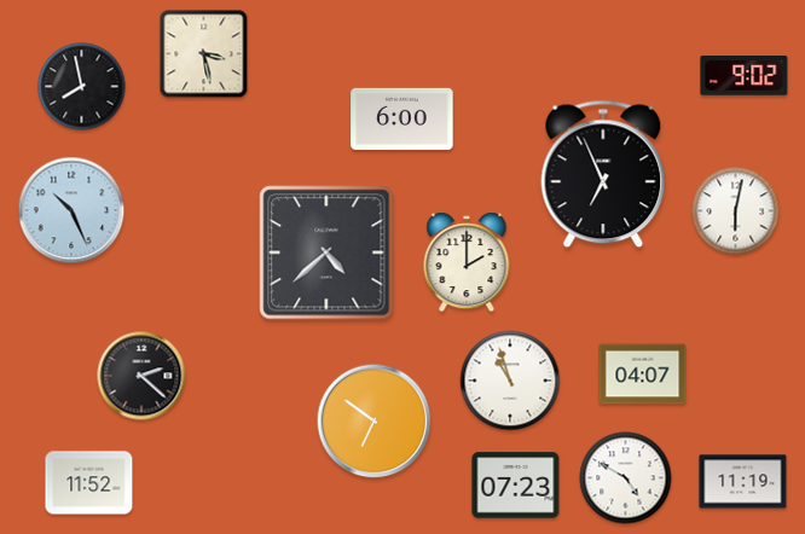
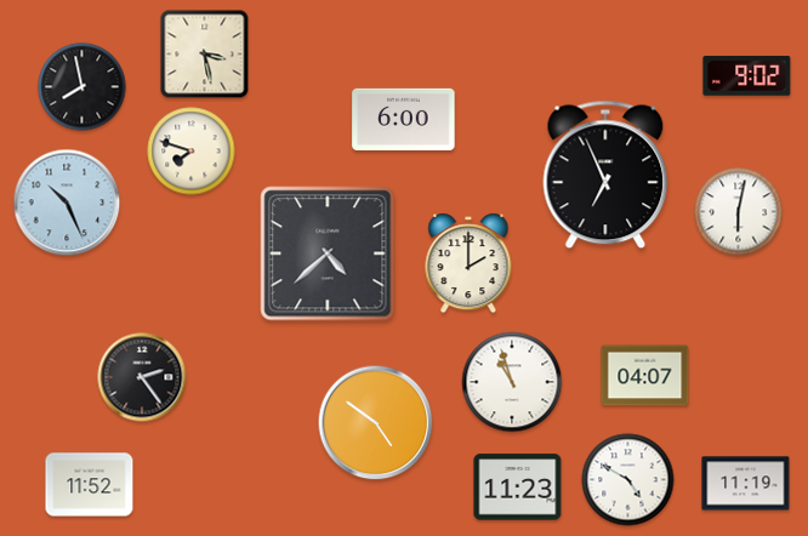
clock at (192, 152): none -> 7:48
clock at (71, 210) position: (71, 210) -> (67, 203)
clock at (141, 376): 2:22 -> 2:24
clock at (375, 422): 6:51 -> 4:51
clock at (516, 486): 07:23 -> 11:23
